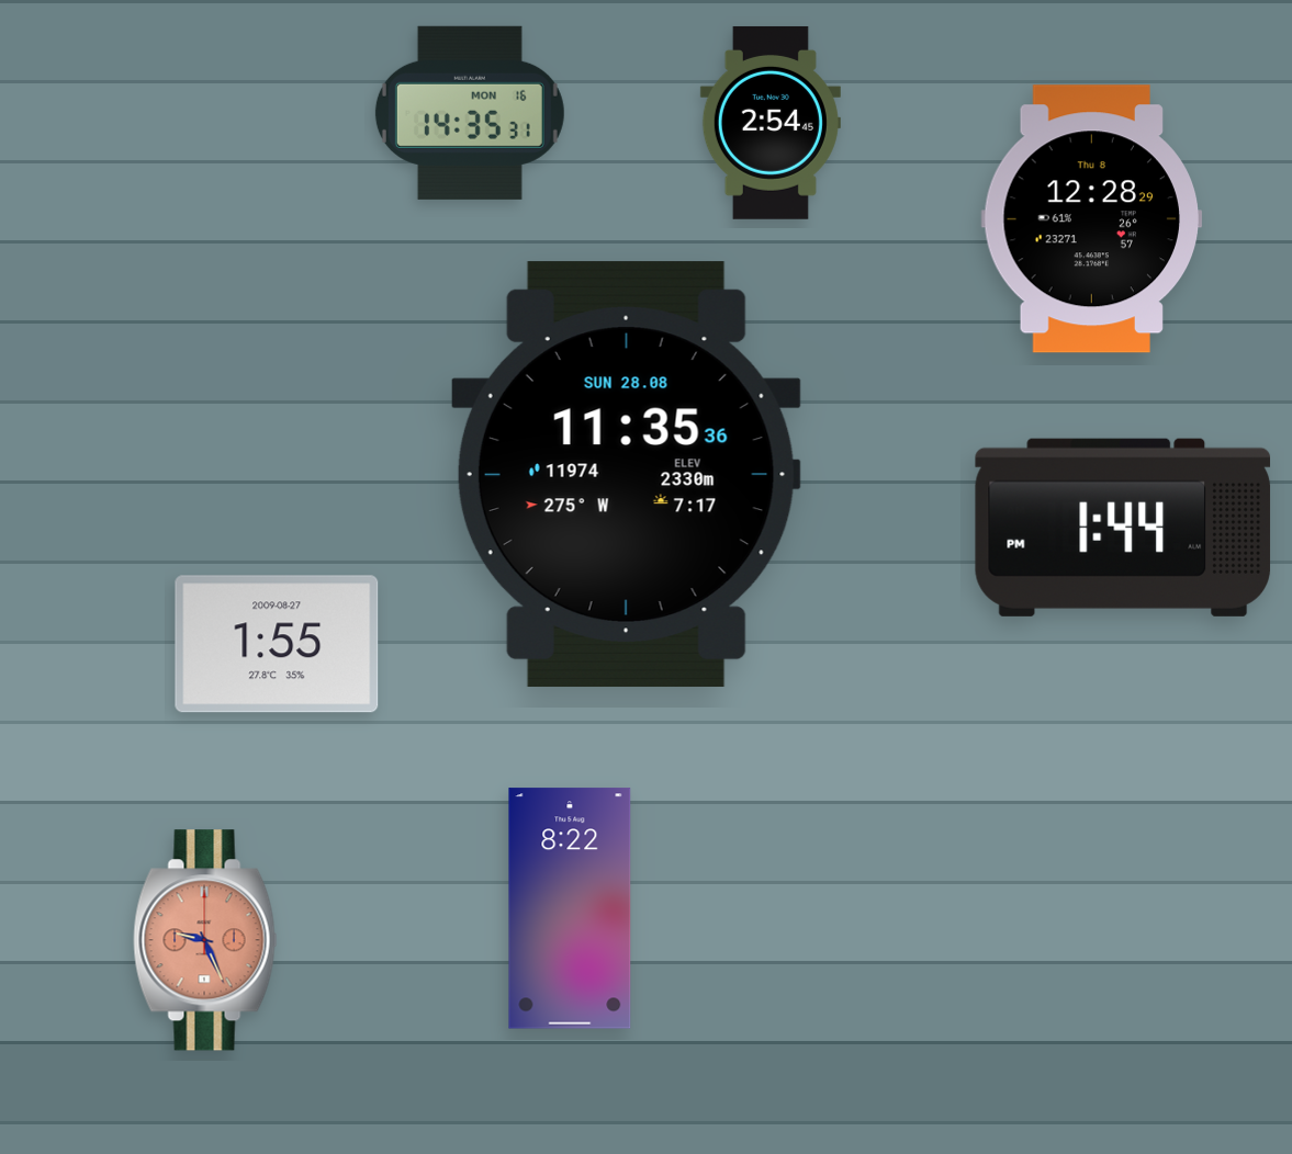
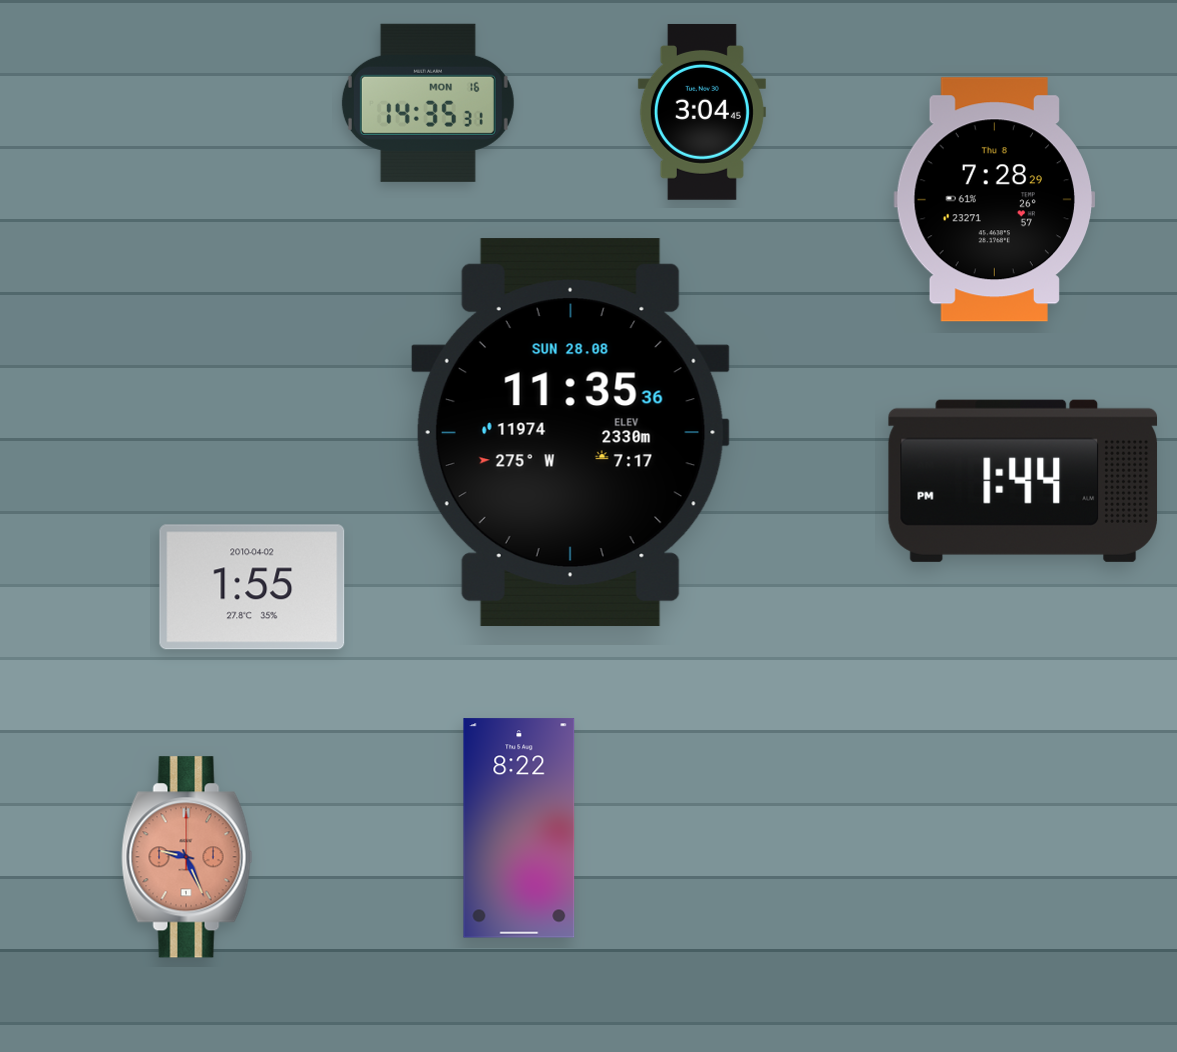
clock at (771, 123): 2:54 -> 3:04
clock at (1092, 219): 12:28 -> 7:28
clock at (277, 644) date: 2009-08-27 -> 2010-04-02
